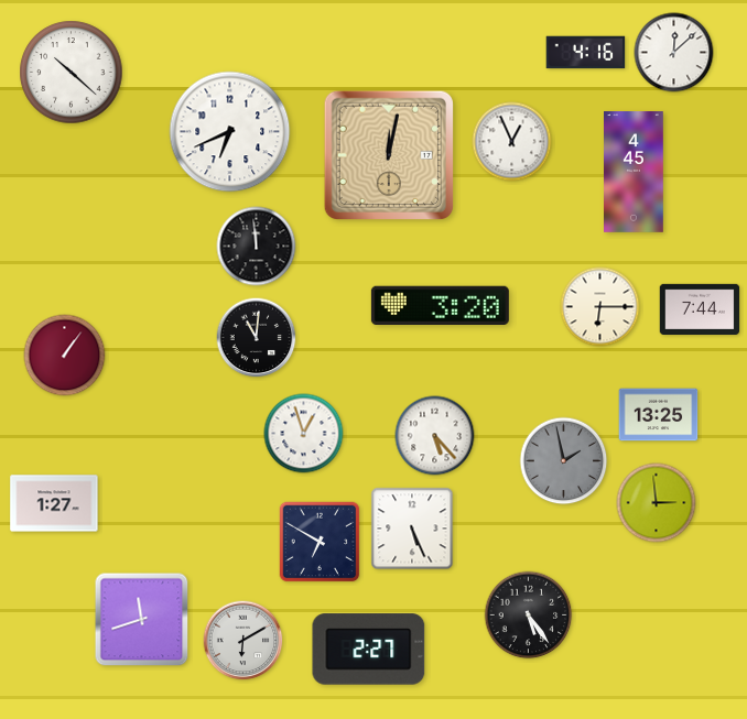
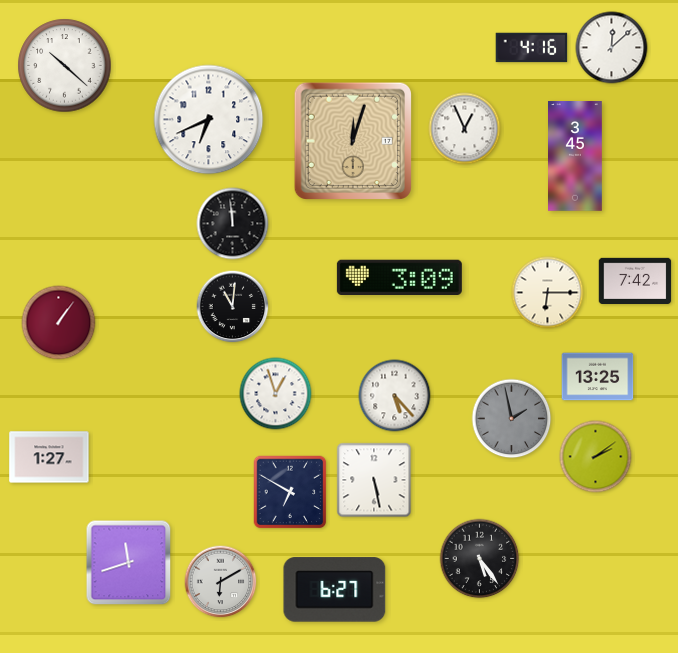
clock at (389, 155): 12:02 -> 12:03
clock at (635, 172): 4:45 -> 3:45
clock at (440, 305): 3:20 -> 3:09
clock at (600, 307) position: (600, 307) -> (548, 293)
clock at (700, 308): 7:44 -> 7:42
clock at (657, 503): 2:59 -> 2:09
clock at (412, 529): 5:26 -> 5:28
clock at (369, 650): 2:27 -> 6:27
